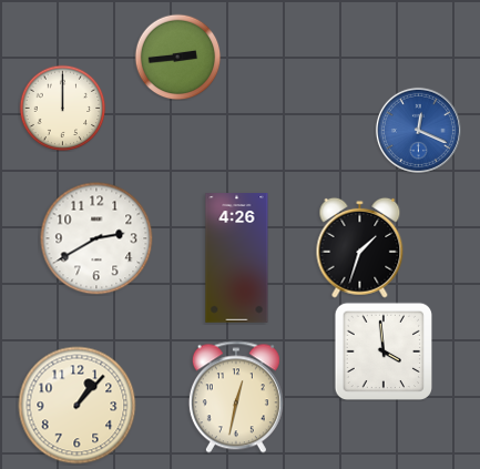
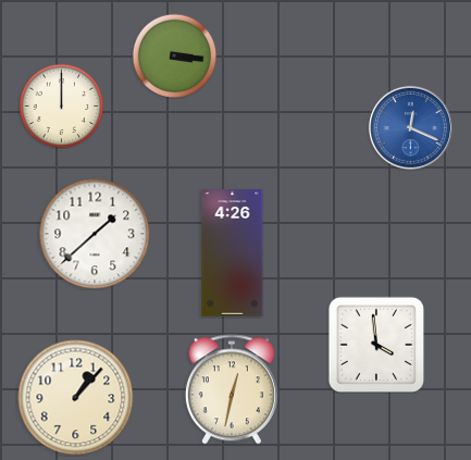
clock at (177, 57): 2:44 -> 3:16
clock at (96, 238): 2:40 -> 1:38
clock at (360, 247): 1:33 -> none
